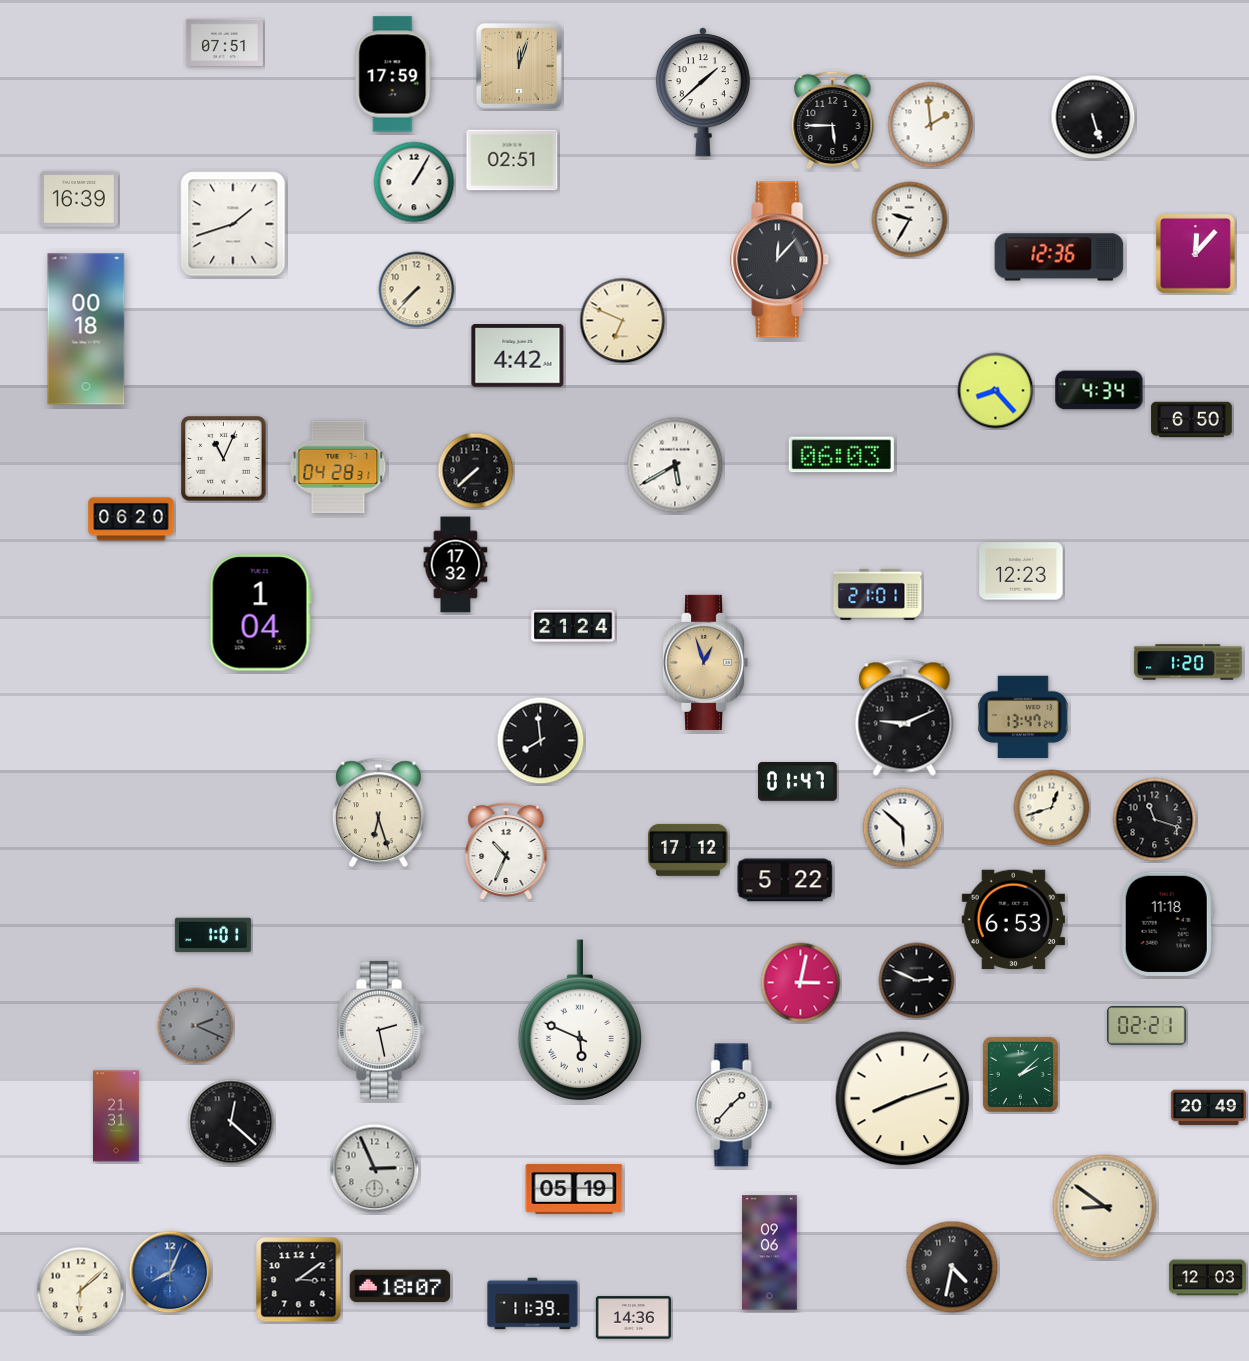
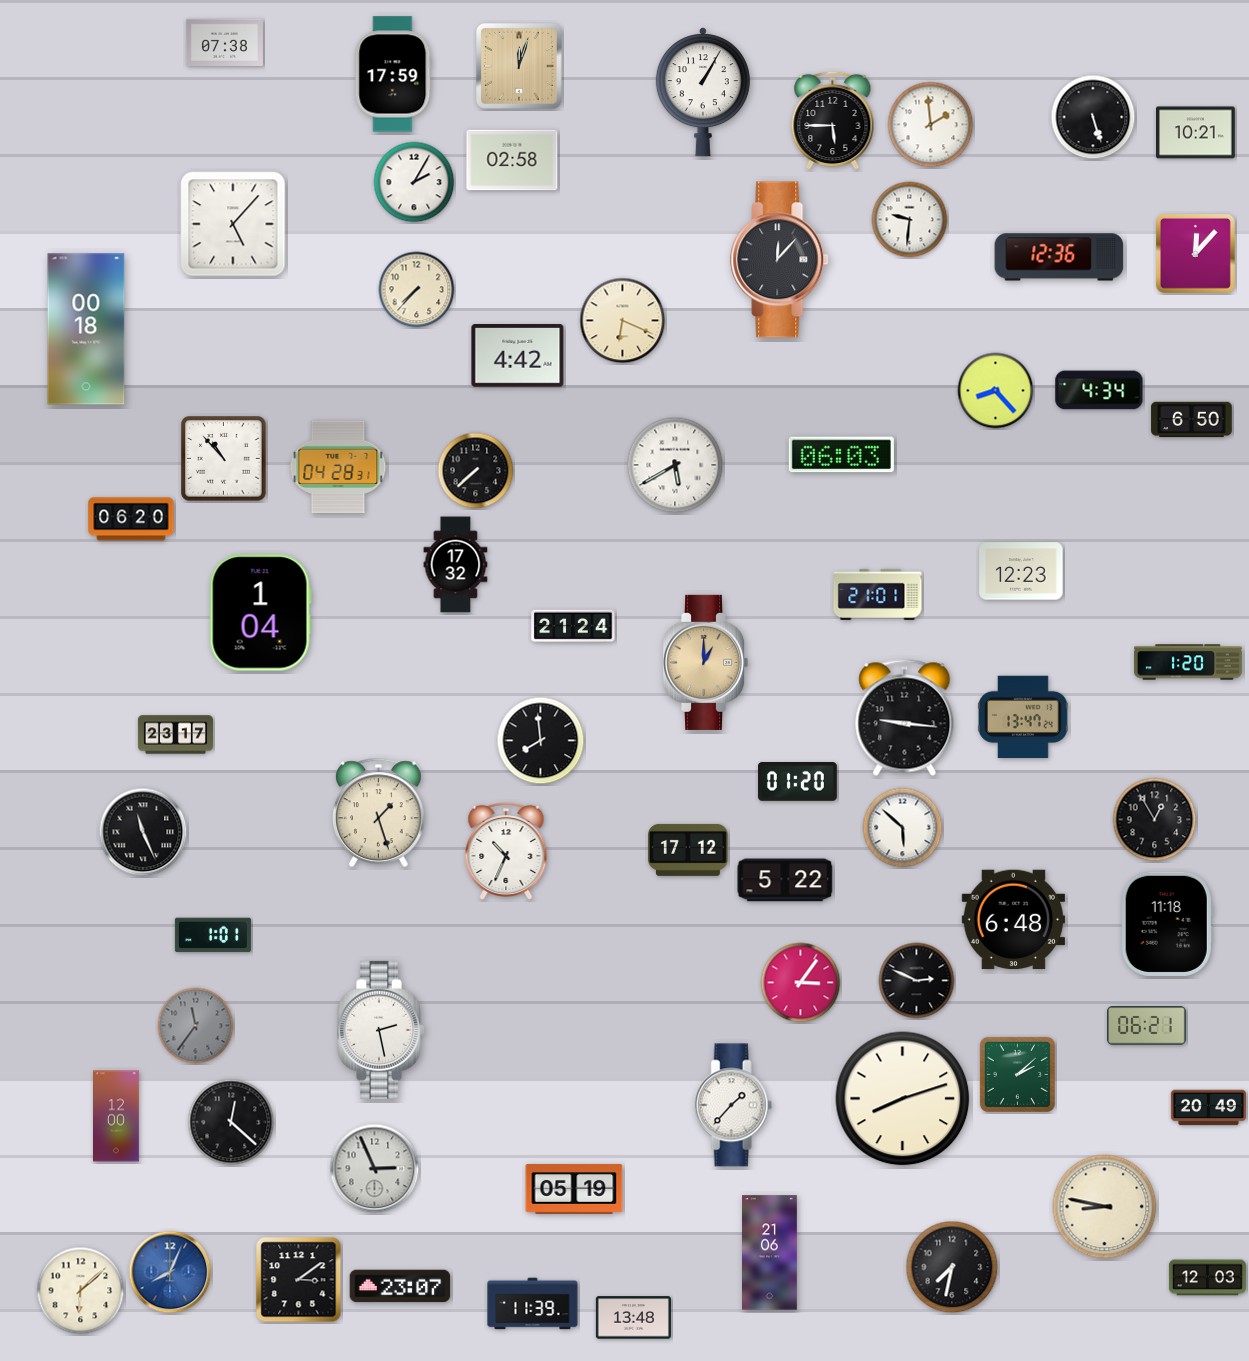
clock at (224, 42): 07:51 -> 07:38
clock at (703, 92): 1:38 -> 1:05
clock at (1196, 133): none -> 10:21
clock at (512, 160): 02:51 -> 02:58
clock at (414, 182): 1:05 -> 2:05
clock at (79, 199): 16:39 -> none
clock at (910, 220): 9:35 -> 9:31
clock at (233, 224): 1:42 -> 5:07
clock at (623, 321): 6:49 -> 6:19
clock at (224, 459): 11:04 -> 10:53
clock at (705, 662): 12:57 -> 1:00
clock at (905, 717): 9:11 -> 9:16
clock at (175, 735): none -> 23:17
clock at (798, 782): 01:47 -> 01:20
clock at (1052, 808): 12:42 -> none
clock at (379, 812): 6:27 -> 1:27
clock at (1155, 820): 11:18 -> 12:55
clock at (143, 832): none -> 11:26
clock at (1013, 920): 6:53 -> 6:48
clock at (801, 983): 3:02 -> 3:06
clock at (579, 1021): 5:49 -> none
clock at (196, 1026): 2:19 -> 11:36
clock at (1147, 1026): 02:21 -> 06:21
clock at (1020, 1074) position: (1020, 1074) -> (1017, 1074)
clock at (117, 1116): 21:31 -> 12:00
clock at (1105, 1207): 8:51 -> 8:47
clock at (770, 1253): 09:06 -> 21:06
clock at (952, 1267): 4:32 -> 7:32
clock at (400, 1286): 18:07 -> 23:07
clock at (633, 1318): 14:36 -> 13:48
